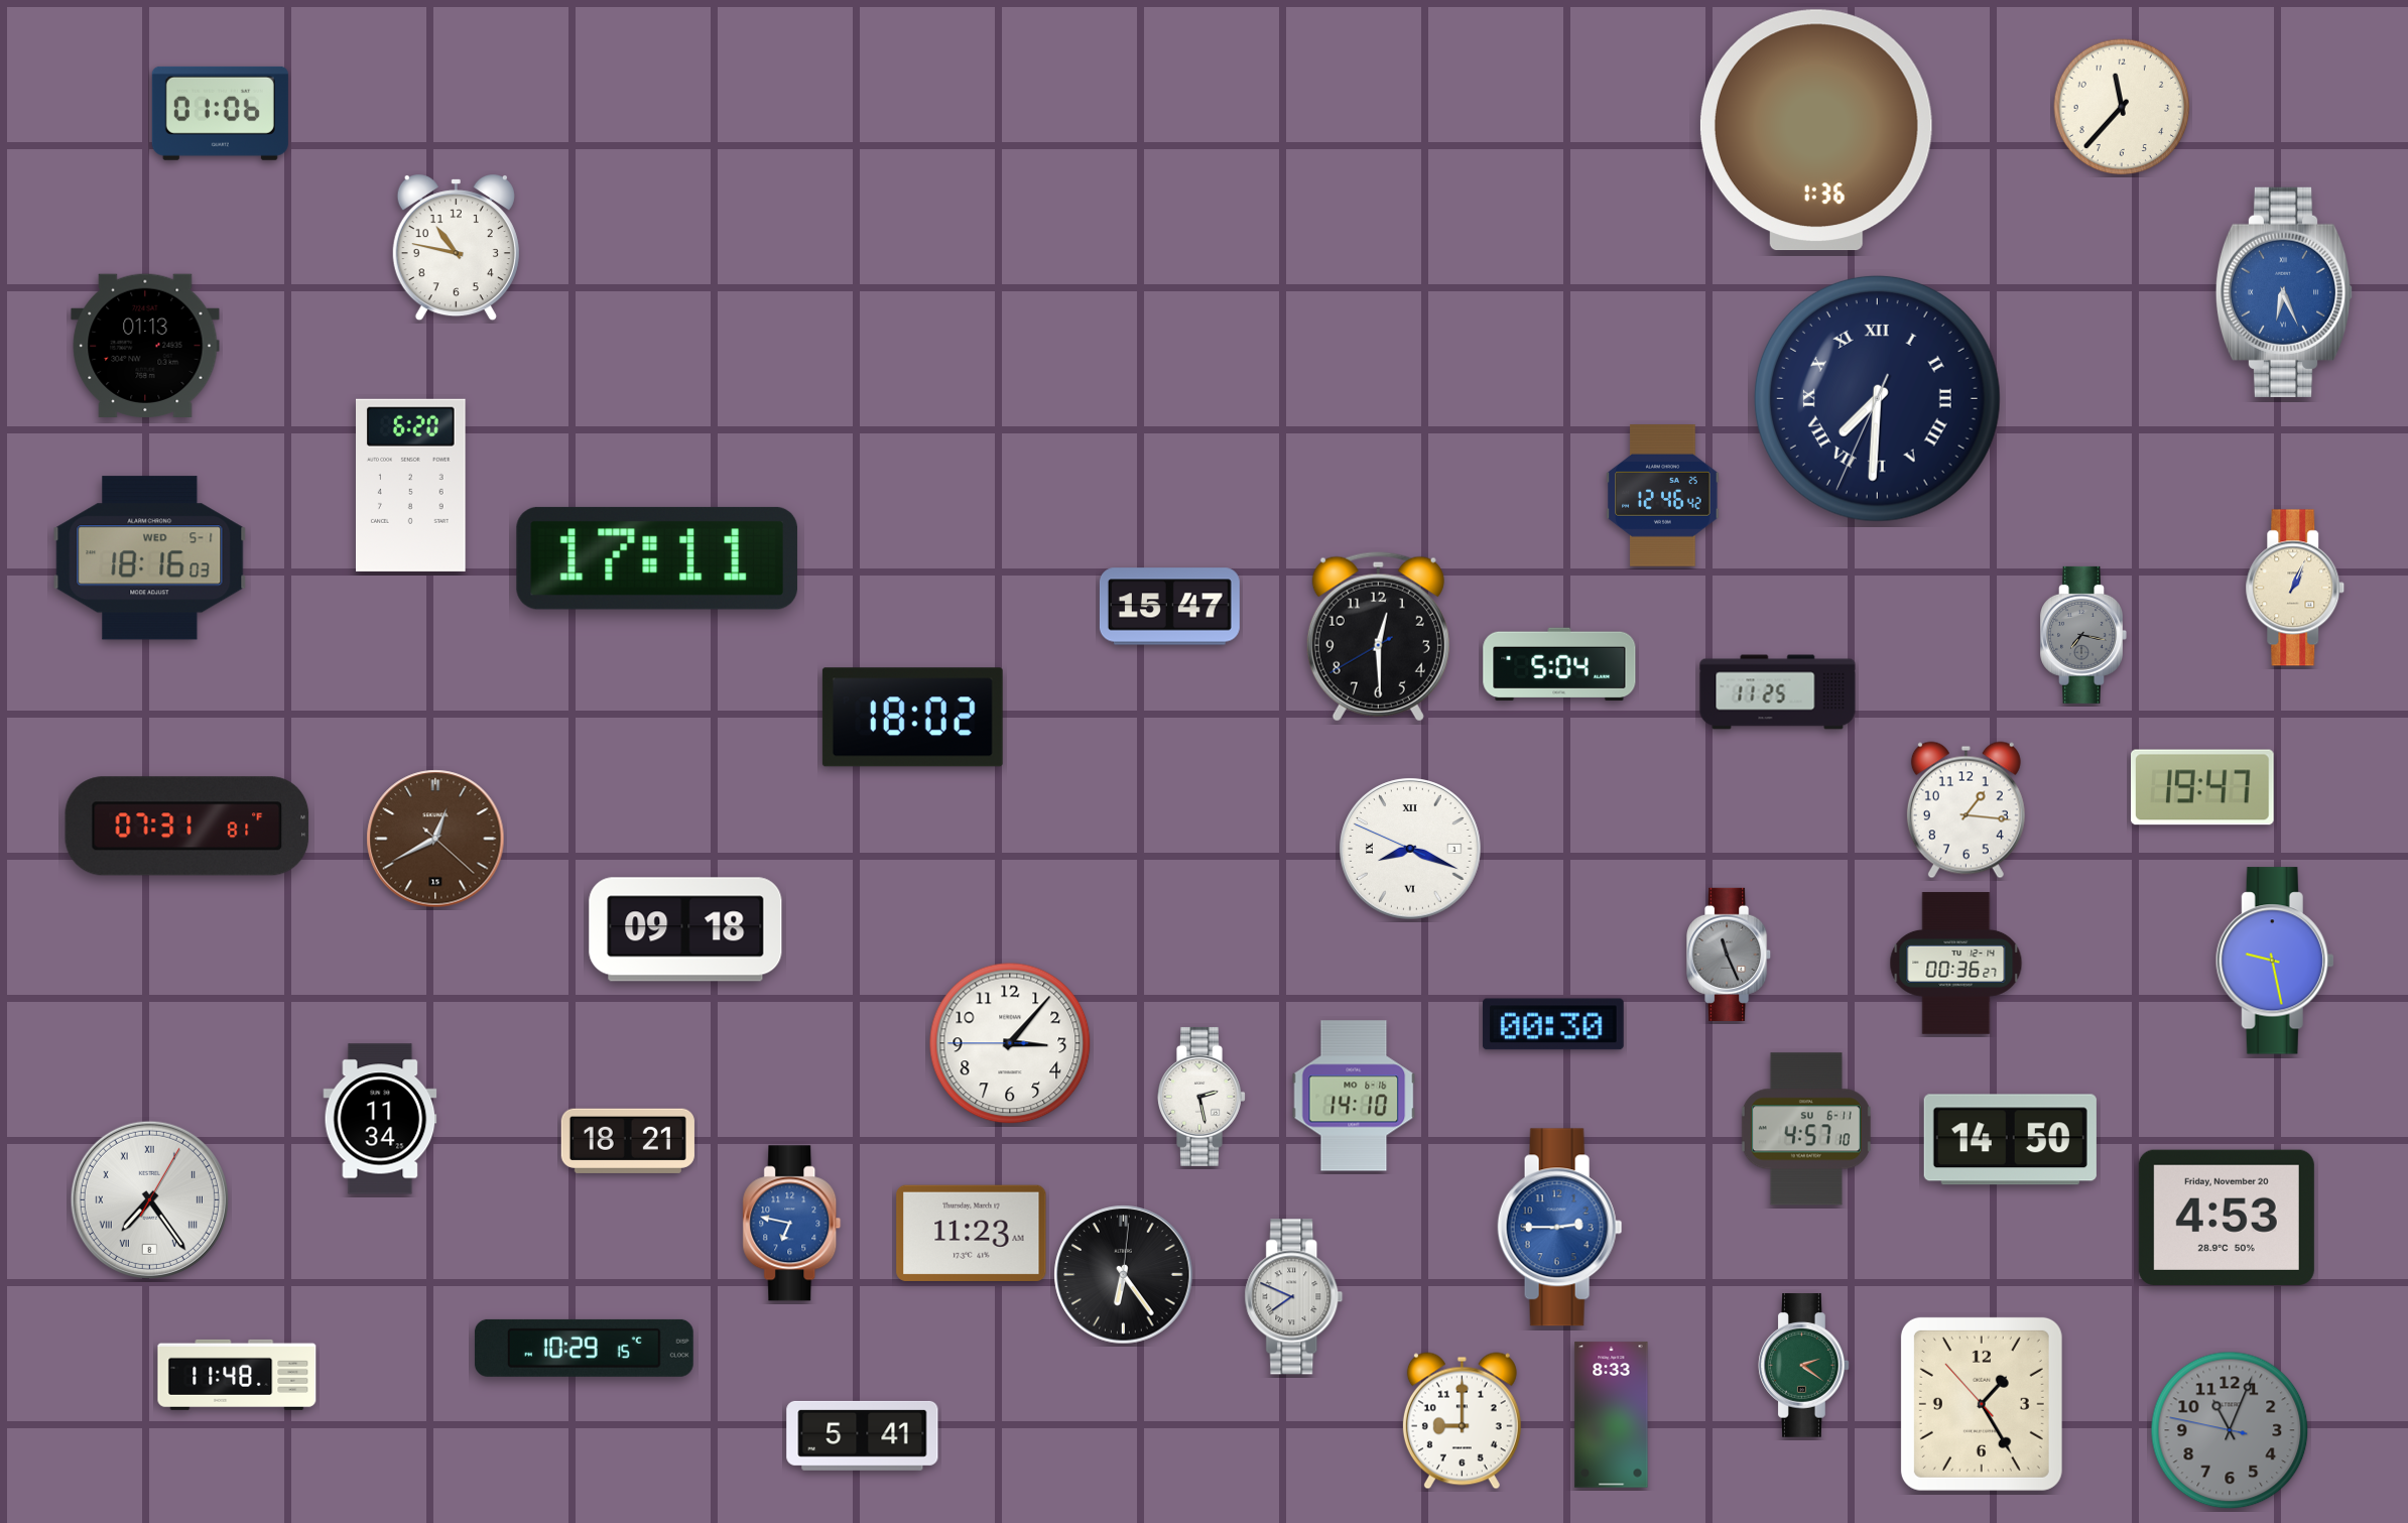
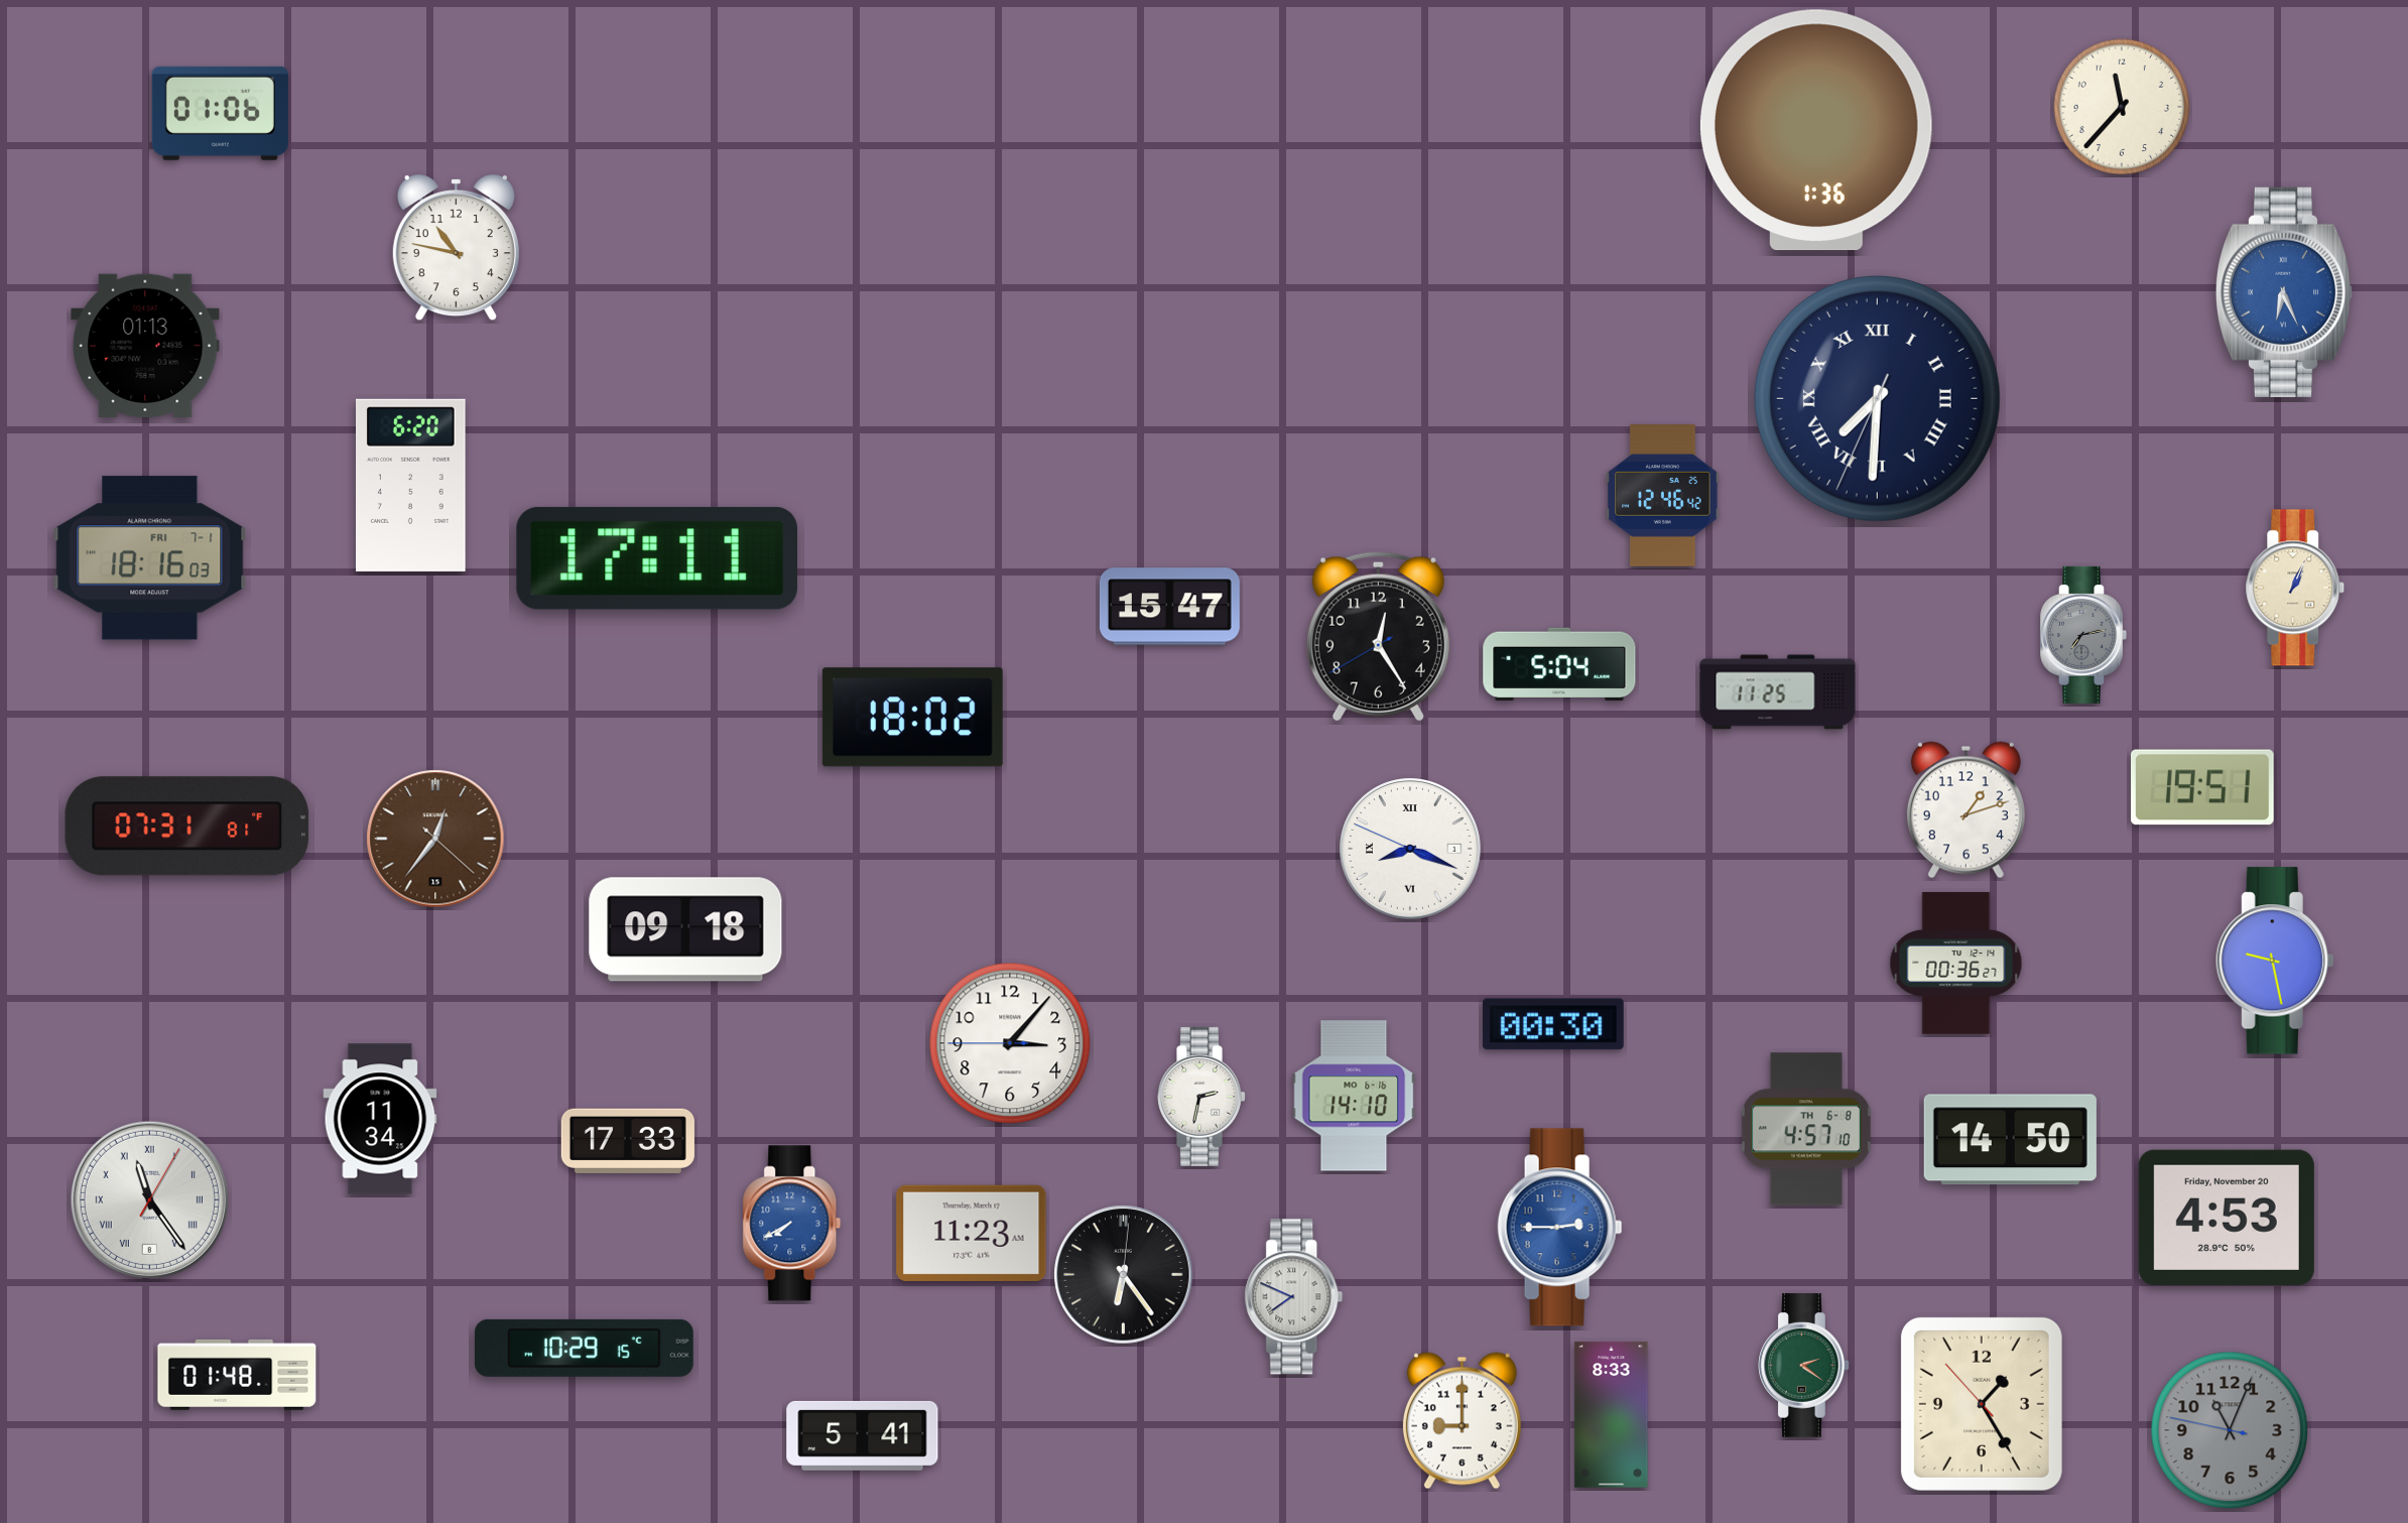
clock at (150, 558) date: WED 5-1 -> FRI 7-1
clock at (2083, 635): 7:17 -> 7:13
clock at (1378, 637): 12:29 -> 12:24
clock at (2203, 787): 19:47 -> 19:51
clock at (1966, 810): 1:16 -> 1:12
clock at (435, 839): 12:40 -> 12:36
clock at (1730, 955): 11:26 -> none
clock at (1201, 1097): 2:28 -> 2:32
clock at (1806, 1129) date: SU 6-11 -> TH 6-8
clock at (628, 1141): 18:21 -> 17:33
clock at (149, 1199): 7:24 -> 11:24
clock at (792, 1224): 6:47 -> 7:40
clock at (237, 1375): 11:48 -> 01:48
